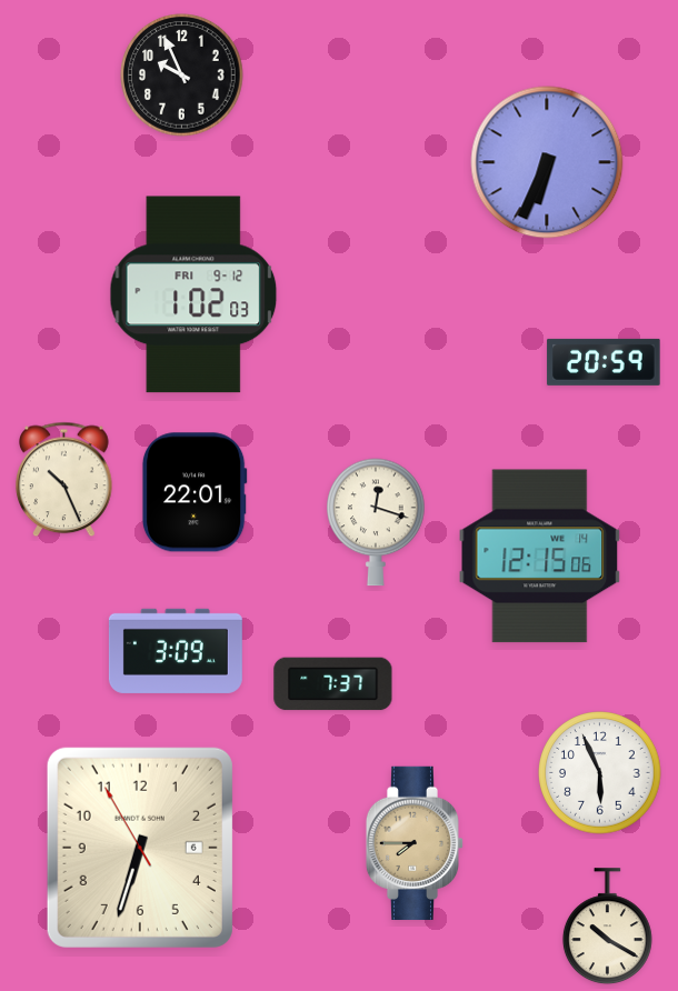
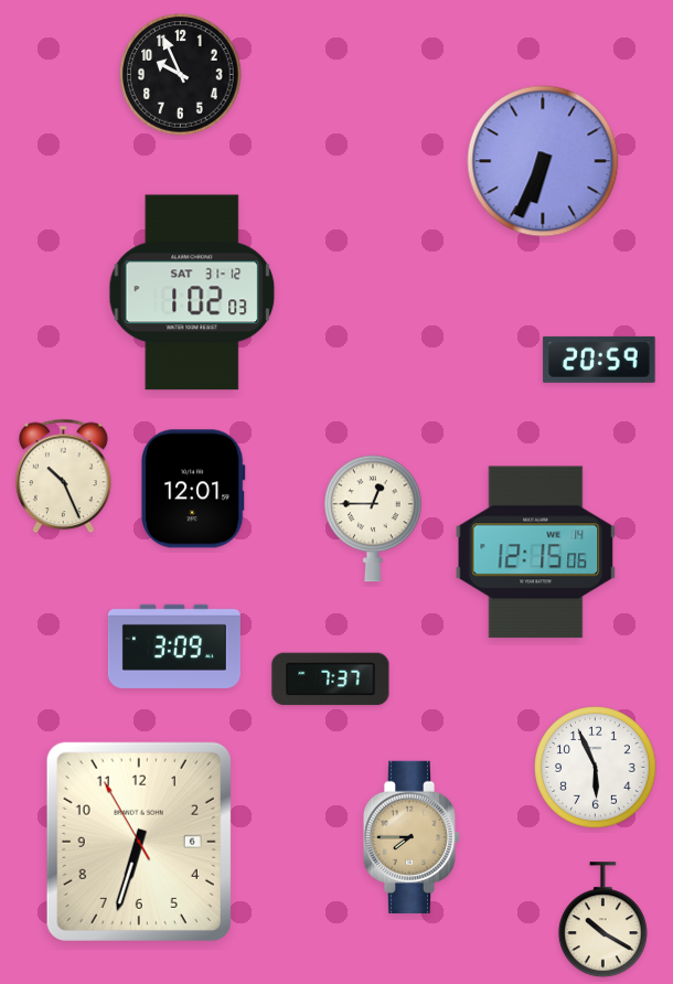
clock at (193, 294) date: FRI 9-12 -> SAT 31-12
clock at (195, 492): 22:01 -> 12:01
clock at (376, 522): 12:18 -> 12:45
